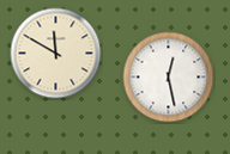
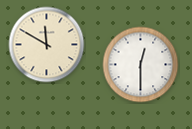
clock at (169, 78): 12:28 -> 12:30
